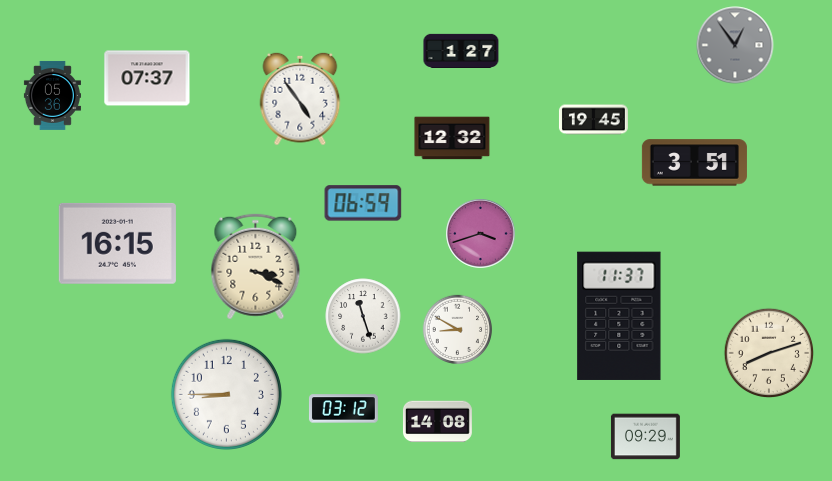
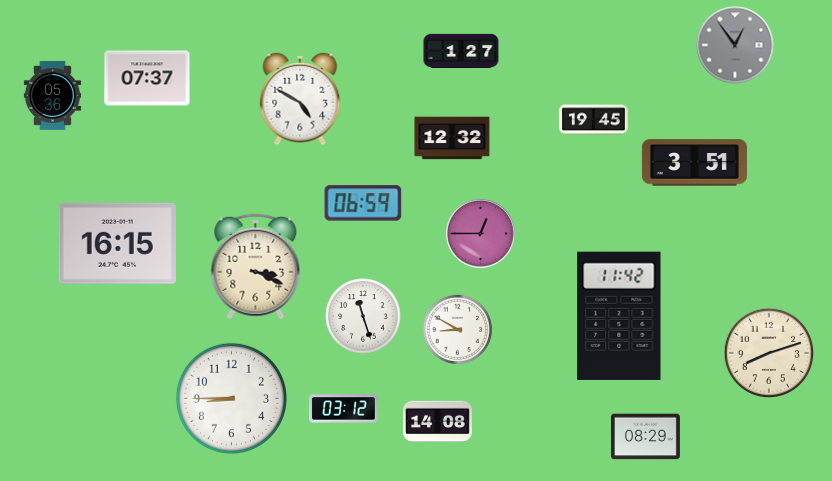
clock at (300, 99): 4:54 -> 4:50
clock at (481, 234): 3:42 -> 12:45
clock at (619, 316): 11:37 -> 11:42
clock at (226, 394) position: (226, 394) -> (231, 398)
clock at (645, 437): 09:29 -> 08:29
